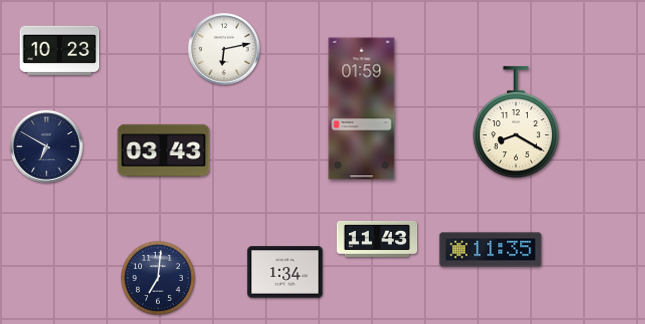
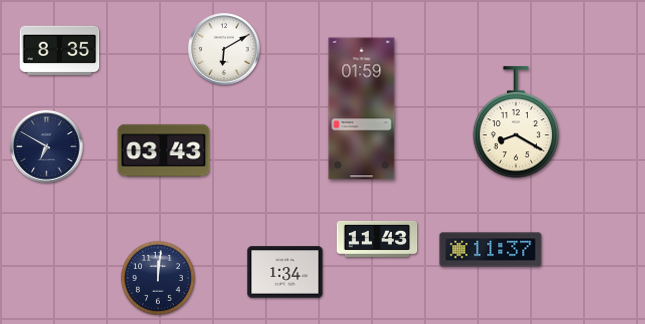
clock at (224, 49): 6:13 -> 6:10
clock at (60, 51): 10:23 -> 8:35
clock at (491, 250): 11:35 -> 11:37
clock at (158, 278): 7:01 -> 12:01
